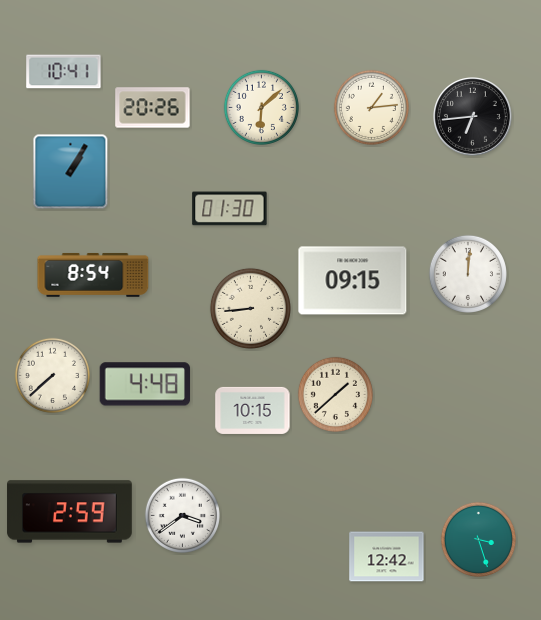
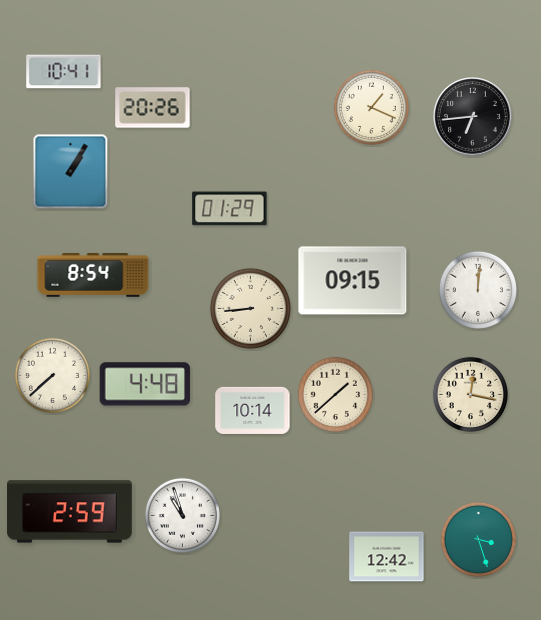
clock at (261, 107): 6:08 -> none
clock at (371, 107): 1:14 -> 1:19
clock at (230, 209): 01:30 -> 01:29
clock at (468, 274) position: (468, 274) -> (478, 290)
clock at (470, 394): none -> 12:17
clock at (253, 410): 10:15 -> 10:14
clock at (182, 515): 3:39 -> 10:57
